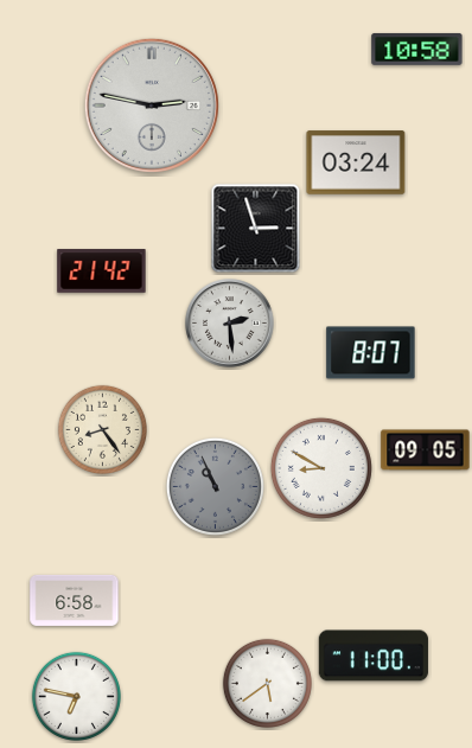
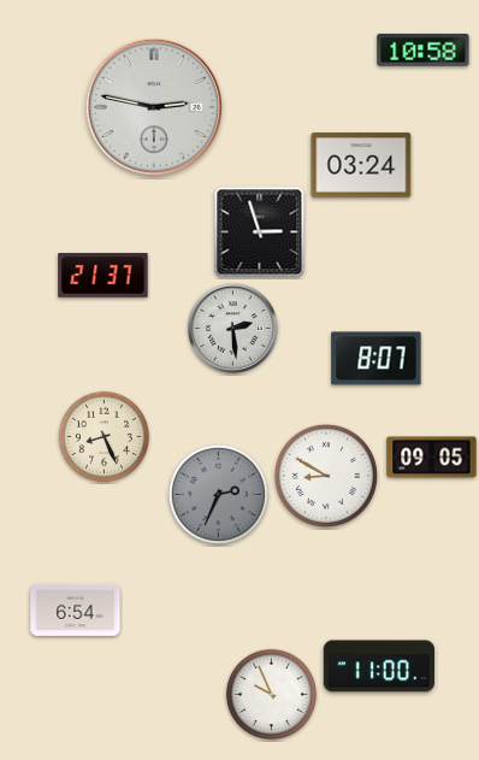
clock at (102, 271): 21:42 -> 21:37
clock at (102, 429): 8:24 -> 8:26
clock at (215, 486): 10:56 -> 2:34
clock at (75, 600): 6:58 -> 6:54
clock at (267, 683): 5:39 -> 9:56
clock at (76, 696): 6:47 -> none
